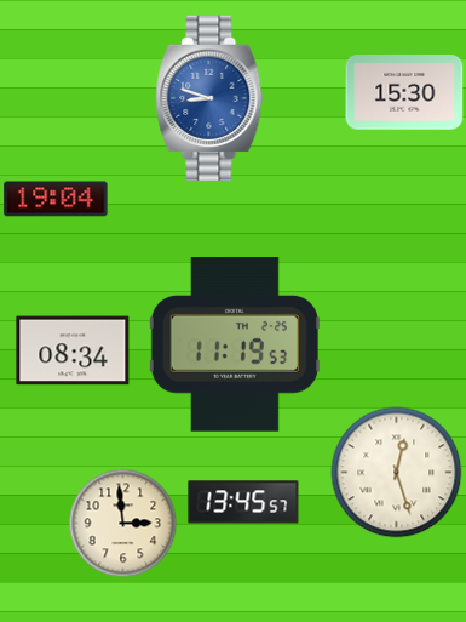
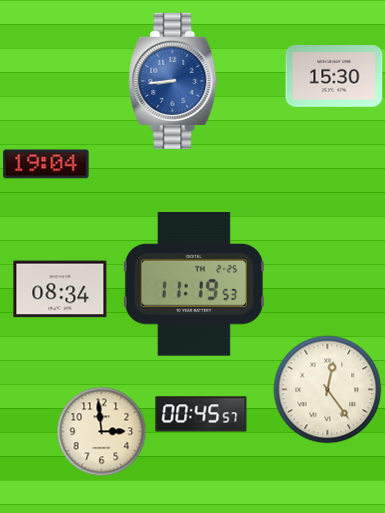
clock at (209, 98): 8:48 -> 8:44
clock at (397, 473): 12:27 -> 12:24
clock at (243, 502): 13:45 -> 00:45
